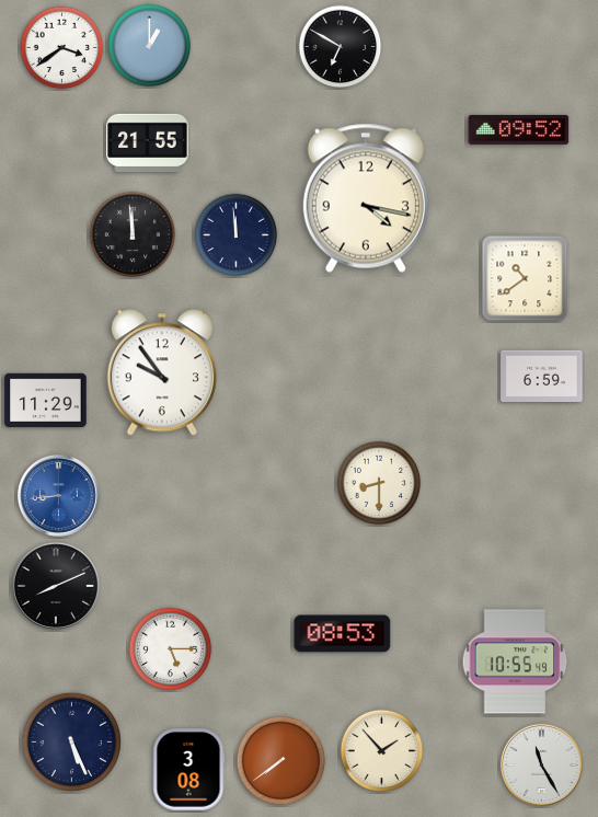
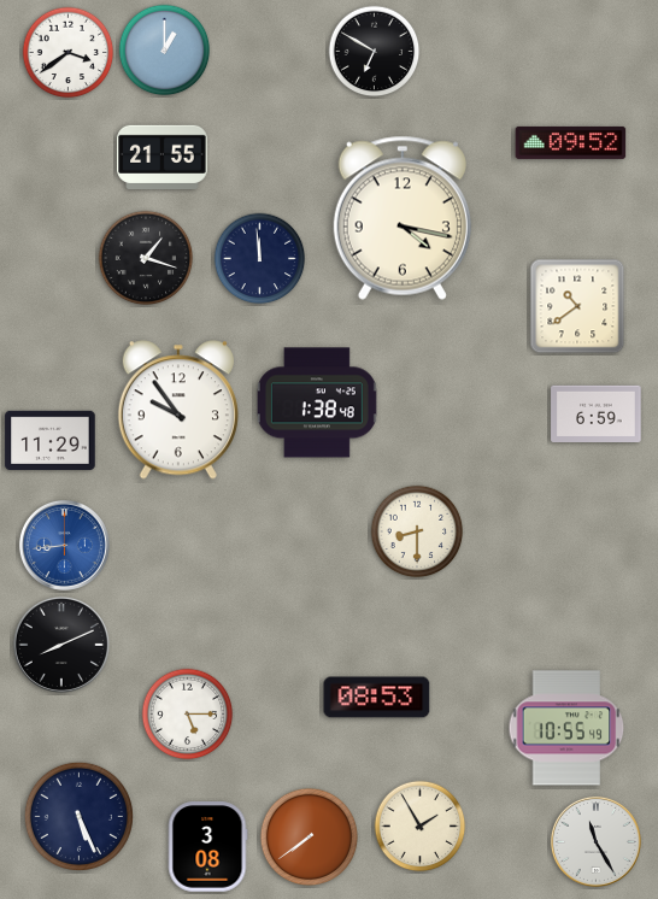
clock at (133, 234): 11:59 -> 1:18
clock at (317, 403): none -> 1:38
clock at (382, 751): 1:53 -> 1:55
